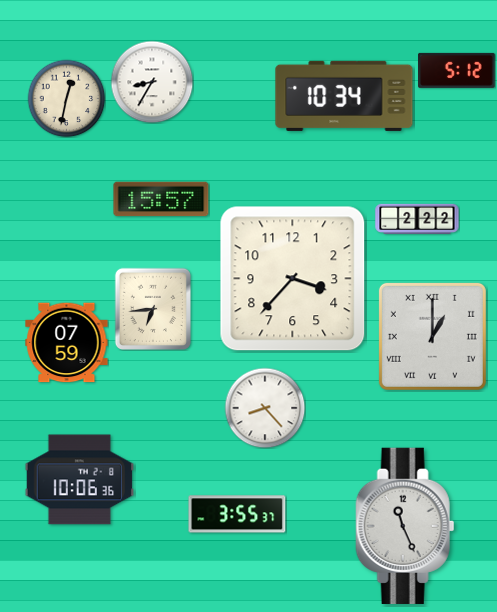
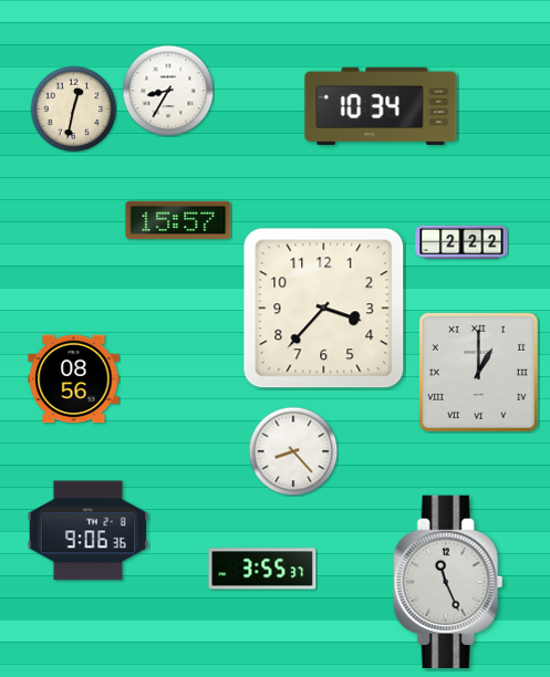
clock at (457, 70): 5:12 -> none
clock at (152, 308): 6:44 -> none
clock at (67, 343): 07:59 -> 08:56
clock at (80, 480): 10:06 -> 9:06
